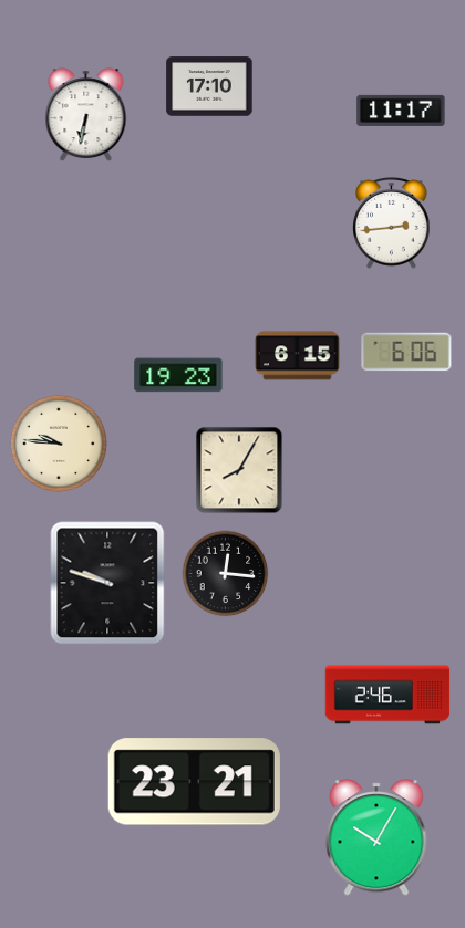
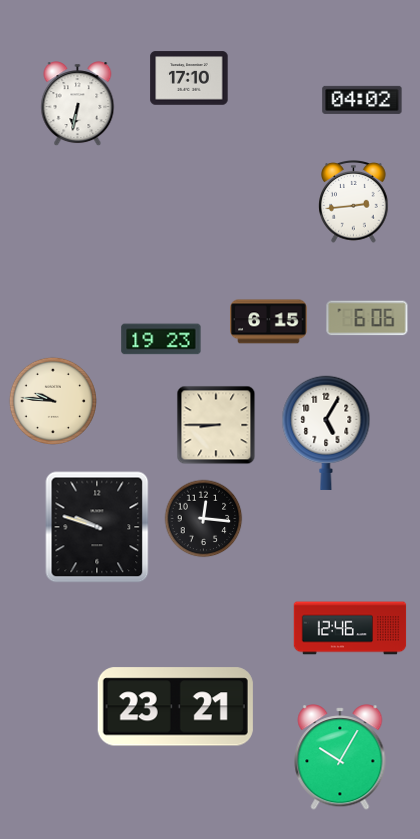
clock at (401, 111): 11:17 -> 04:02
clock at (239, 470): 8:05 -> 8:45
clock at (326, 433): none -> 5:05
clock at (387, 695): 2:46 -> 12:46
